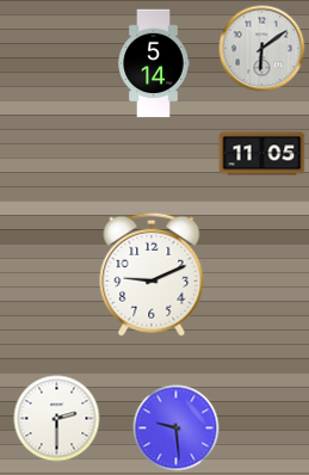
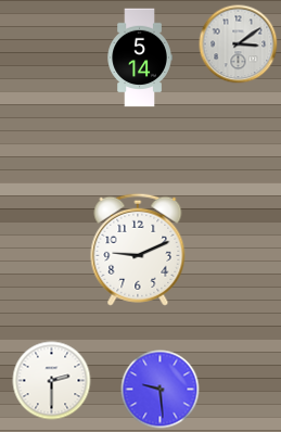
clock at (262, 49): 6:09 -> 3:09
clock at (262, 154): 11:05 -> none
